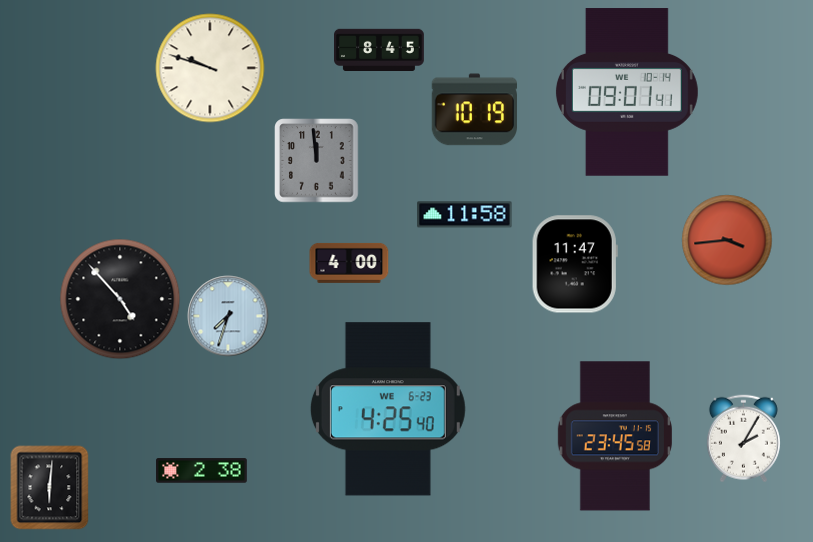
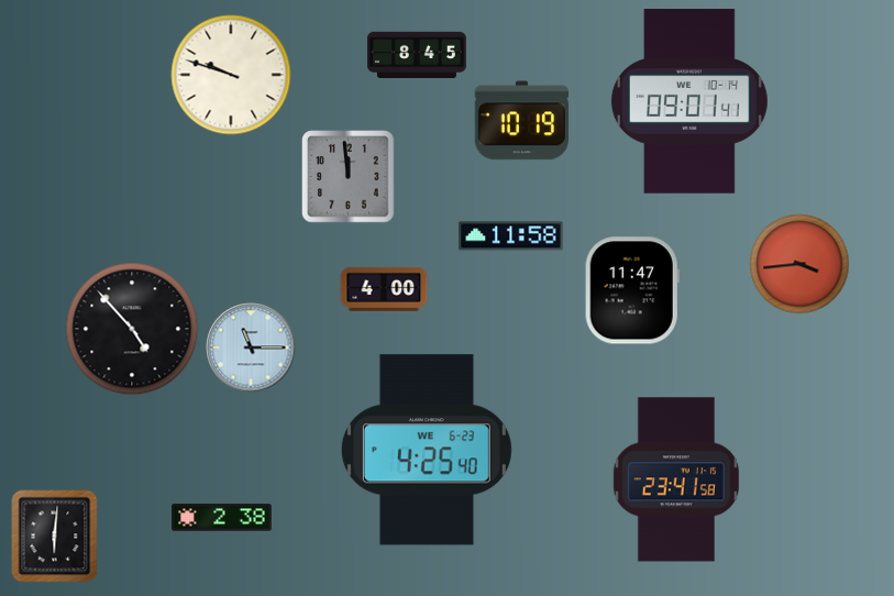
clock at (228, 316): 7:33 -> 11:15
clock at (615, 436): 23:45 -> 23:41
clock at (743, 439): 2:05 -> none
